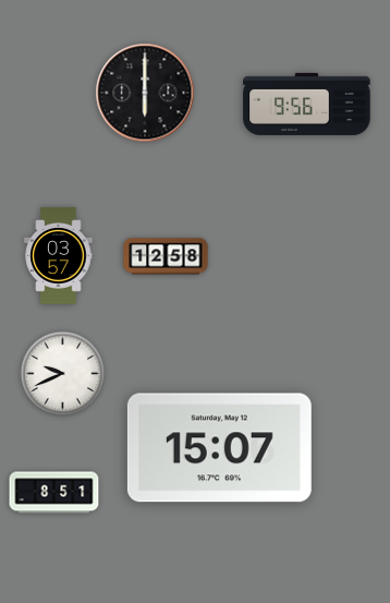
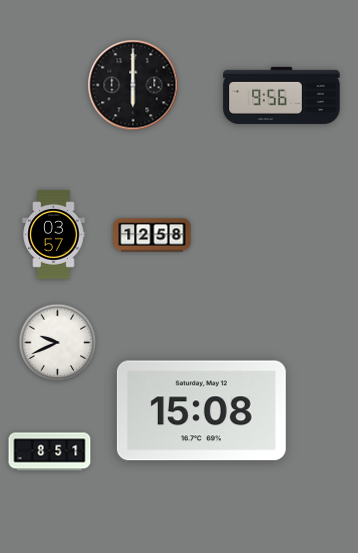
clock at (219, 448): 15:07 -> 15:08
